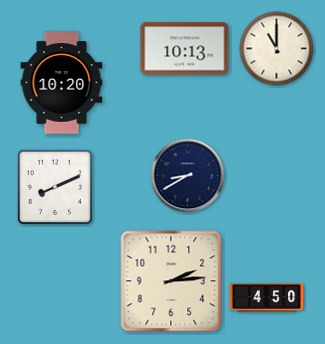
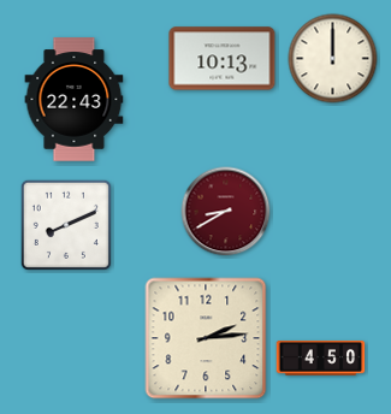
clock at (277, 49): 11:00 -> 12:00
clock at (62, 83): 10:20 -> 22:43
clock at (188, 176) dial: navy -> burgundy
